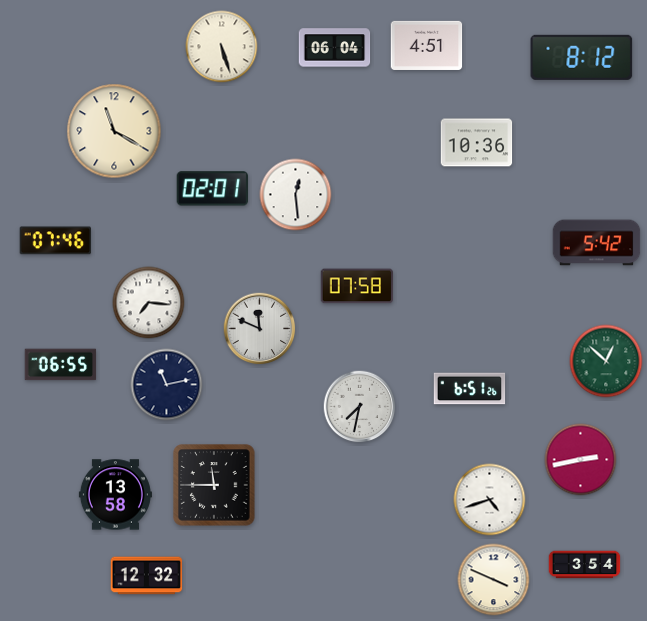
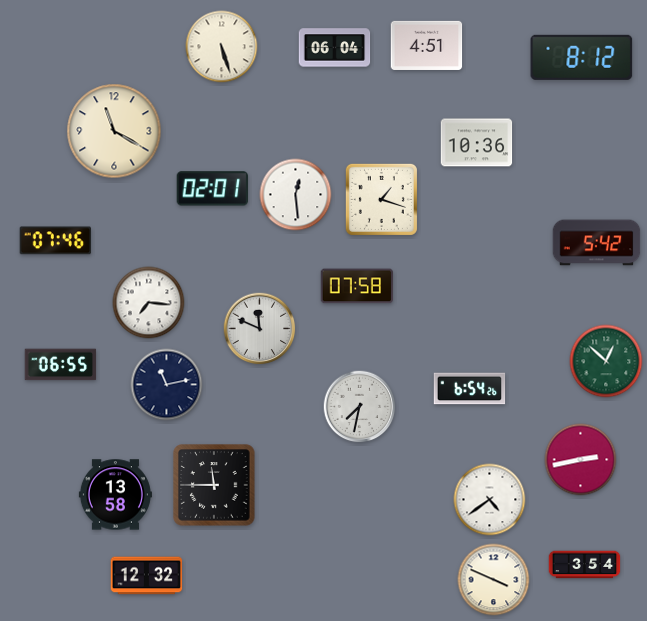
clock at (381, 199): none -> 1:18
clock at (470, 389): 6:51 -> 6:54
clock at (490, 500): 4:42 -> 4:39
